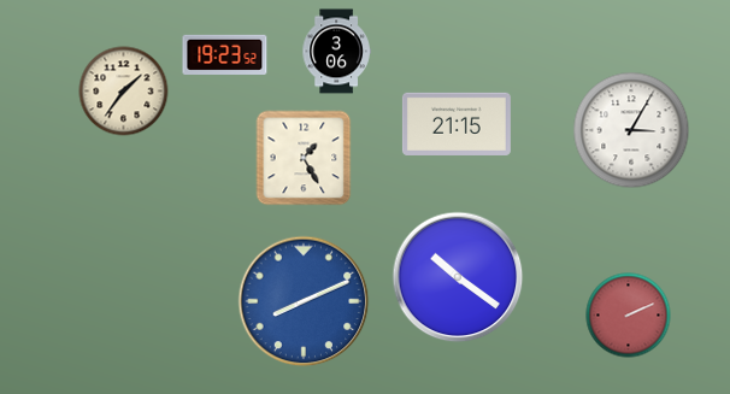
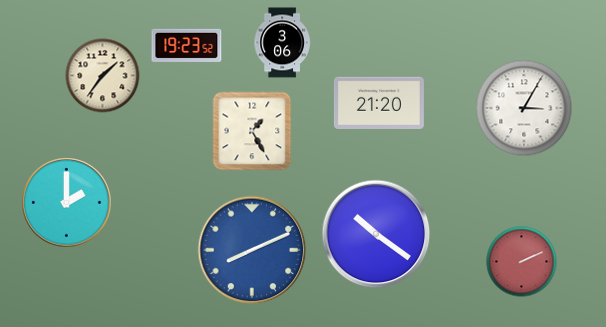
clock at (336, 52) position: (336, 52) -> (282, 43)
clock at (457, 124): 21:15 -> 21:20
clock at (67, 203): none -> 2:00
clock at (458, 277) position: (458, 277) -> (376, 234)
